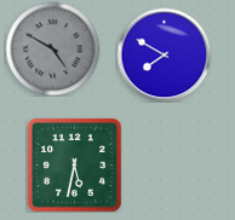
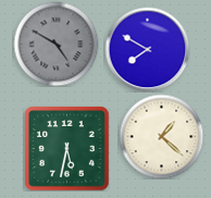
clock at (52, 48) position: (52, 48) -> (55, 44)
clock at (161, 136): none -> 1:22
